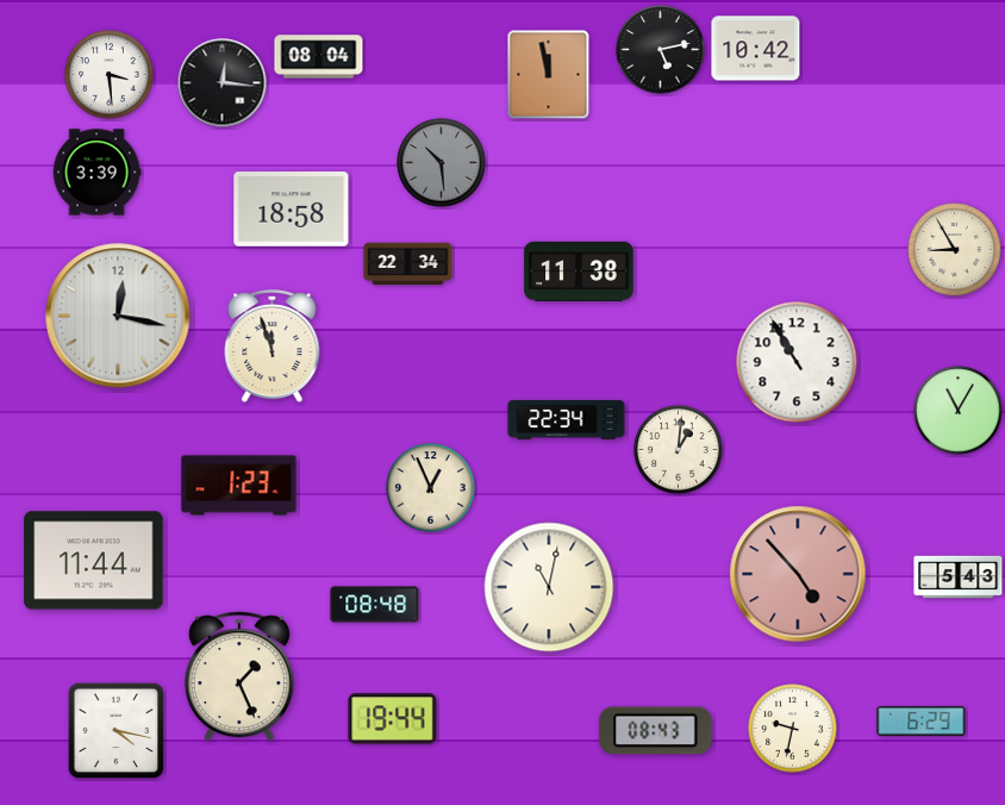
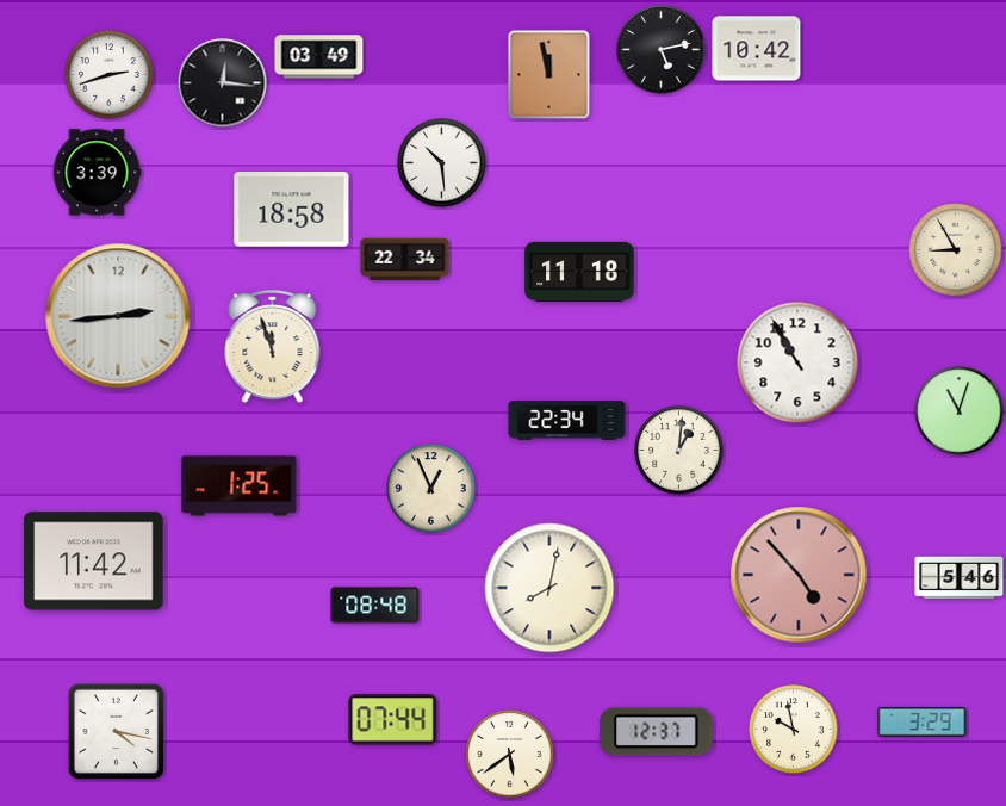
clock at (319, 57): 08:04 -> 03:49
clock at (110, 75): 3:29 -> 2:42
clock at (442, 163) dial: grey -> white
clock at (408, 264) position: (408, 264) -> (405, 260)
clock at (579, 272): 11:38 -> 11:18
clock at (118, 316): 12:17 -> 2:44
clock at (959, 411): 11:05 -> 11:03
clock at (239, 486): 1:23 -> 1:25
clock at (94, 561): 11:44 -> 11:42
clock at (959, 578): 5:43 -> 5:46
clock at (549, 587): 11:02 -> 8:02
clock at (239, 676): 1:26 -> none
clock at (393, 719): 19:44 -> 07:44
clock at (922, 722): 6:29 -> 3:29
clock at (793, 729): 9:32 -> 9:58
clock at (656, 731): 08:43 -> 12:37
clock at (510, 755): none -> 5:39
